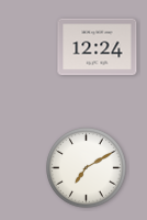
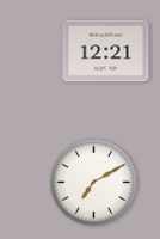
clock at (98, 47): 12:24 -> 12:21
